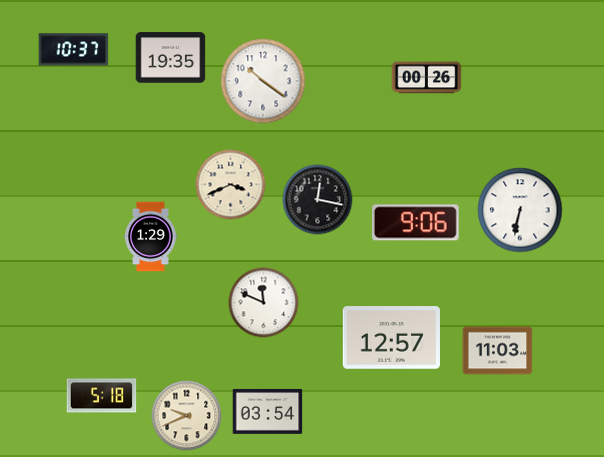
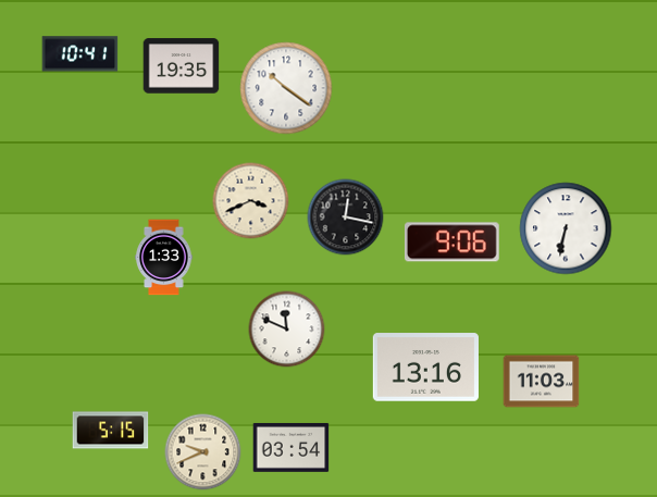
clock at (74, 50): 10:37 -> 10:41
clock at (171, 58) position: (171, 58) -> (182, 66)
clock at (427, 78): 00:26 -> none
clock at (151, 237): 1:29 -> 1:33
clock at (391, 338): 12:57 -> 13:16
clock at (102, 396): 5:18 -> 5:15
